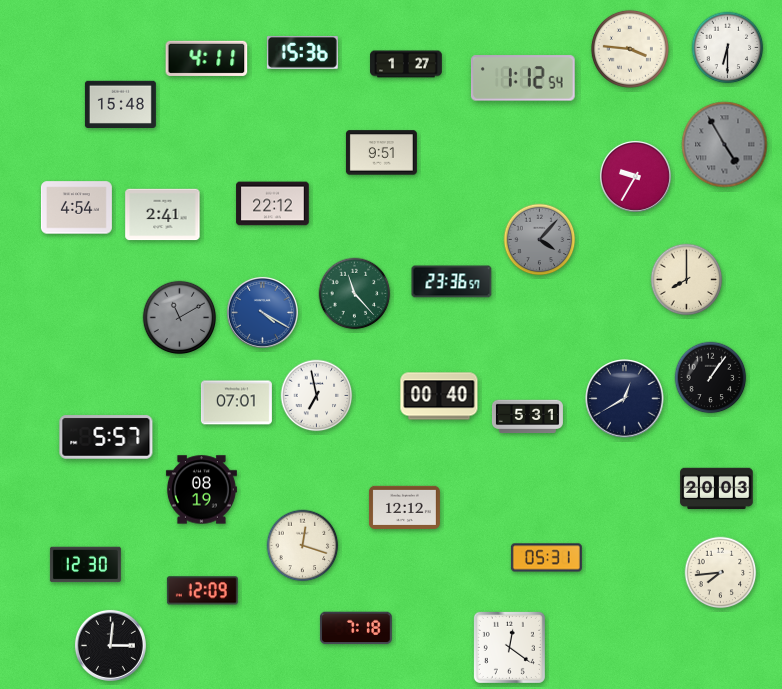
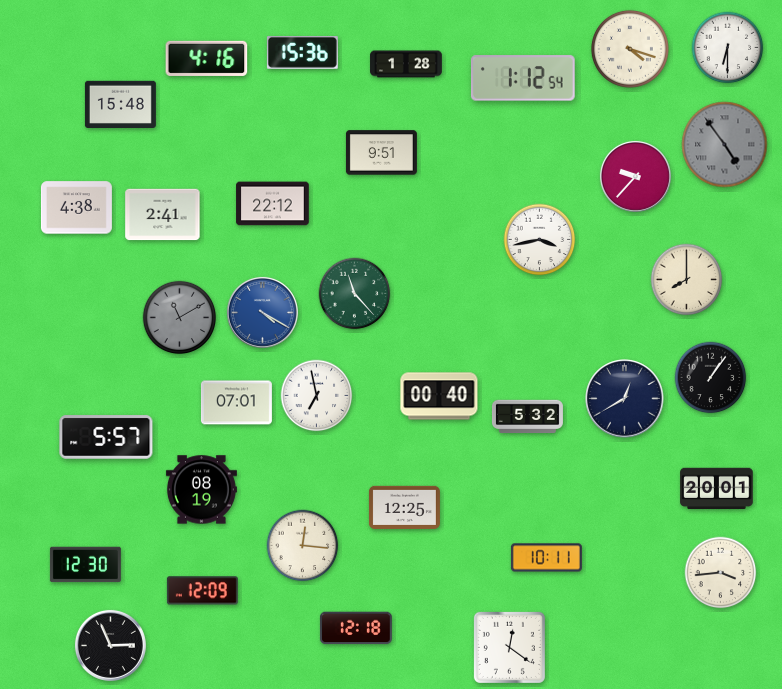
clock at (630, 49): 3:46 -> 4:18
clock at (207, 58): 4:11 -> 4:16
clock at (406, 64): 1:27 -> 1:28
clock at (725, 145): 4:55 -> 4:54
clock at (635, 176): 9:35 -> 9:37
clock at (76, 208): 4:54 -> 4:38
clock at (540, 240): 4:07 -> 3:43
clock at (540, 240) dial: grey -> white
clock at (452, 282): 23:36 -> none
clock at (527, 417): 5:31 -> 5:32
clock at (717, 489): 20:03 -> 20:01
clock at (404, 507): 12:12 -> 12:25
clock at (303, 546): 12:18 -> 12:16
clock at (546, 558): 05:31 -> 10:11
clock at (721, 573): 7:44 -> 3:44
clock at (356, 628): 7:18 -> 12:18
clock at (110, 645): 3:01 -> 2:56
